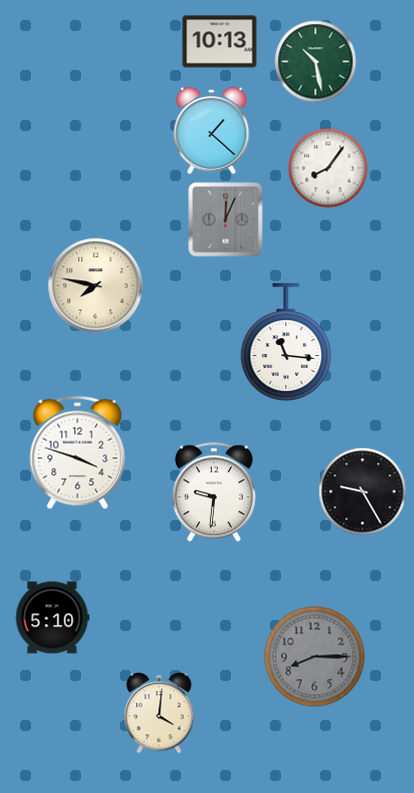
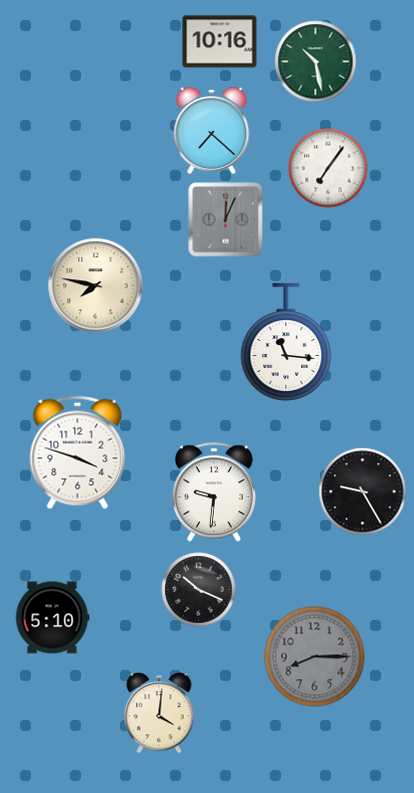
clock at (220, 42): 10:13 -> 10:16
clock at (212, 130): 1:22 -> 7:22
clock at (328, 168): 8:06 -> 7:06
clock at (199, 590): none -> 10:19
